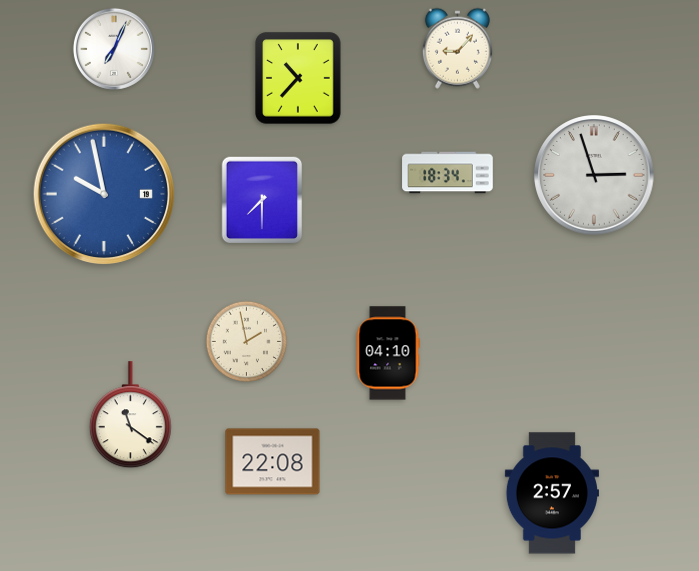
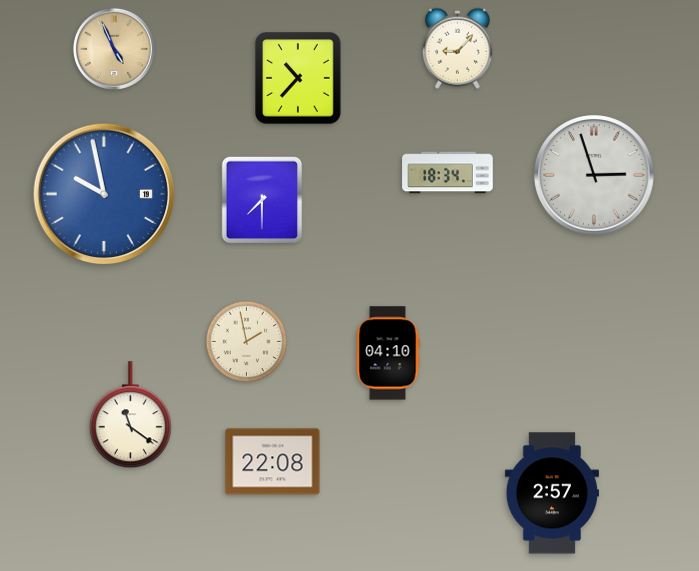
clock at (114, 49): 7:04 -> 4:56
clock at (114, 49) dial: white -> champagne
